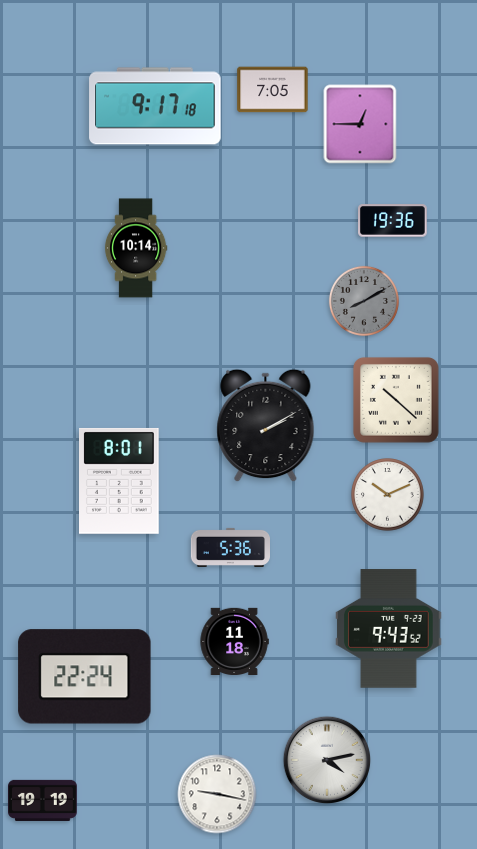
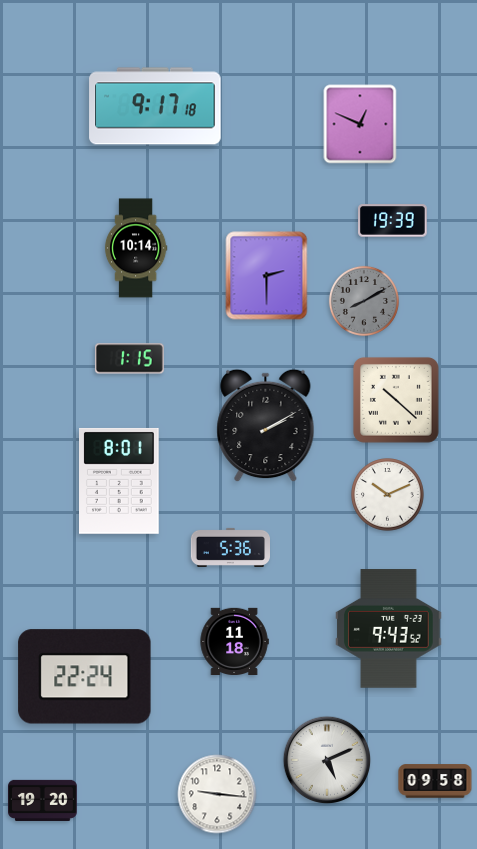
clock at (273, 90): 7:05 -> none
clock at (360, 124): 12:45 -> 12:49
clock at (393, 221): 19:36 -> 19:39
clock at (267, 276): none -> 2:30
clock at (129, 359): none -> 1:15
clock at (327, 760): 4:13 -> 5:11
clock at (435, 781): none -> 09:58
clock at (217, 794): 9:17 -> 9:16
clock at (43, 800): 19:19 -> 19:20
